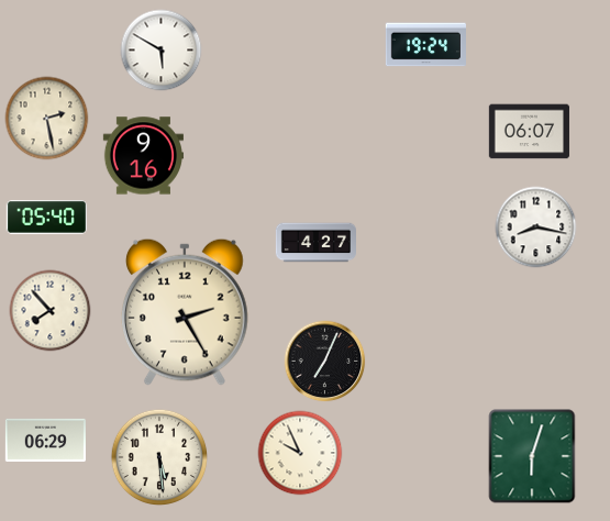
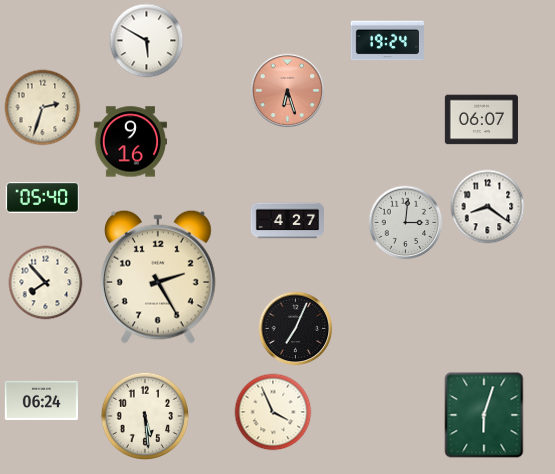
clock at (162, 51) position: (162, 51) -> (147, 41)
clock at (288, 91): none -> 6:27
clock at (47, 119): 2:28 -> 2:33
clock at (536, 228): 8:17 -> 8:21
clock at (406, 223): none -> 3:01
clock at (185, 312) position: (185, 312) -> (158, 277)
clock at (45, 440): 06:29 -> 06:24
clock at (300, 453): 9:56 -> 3:56
